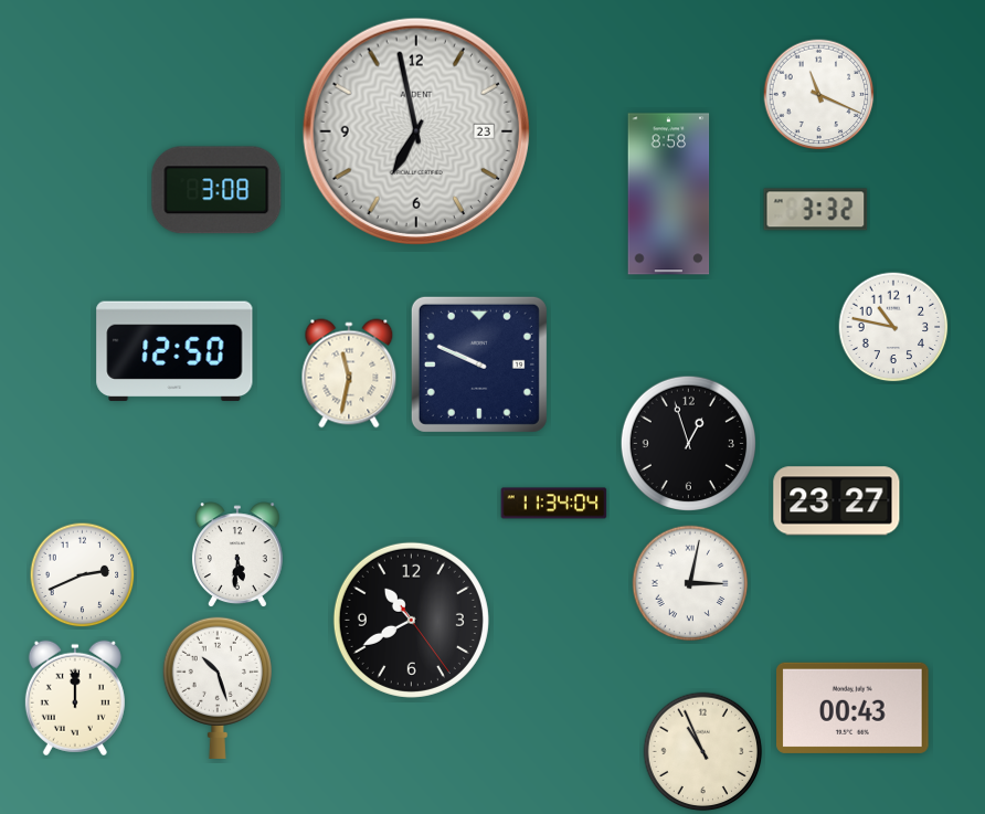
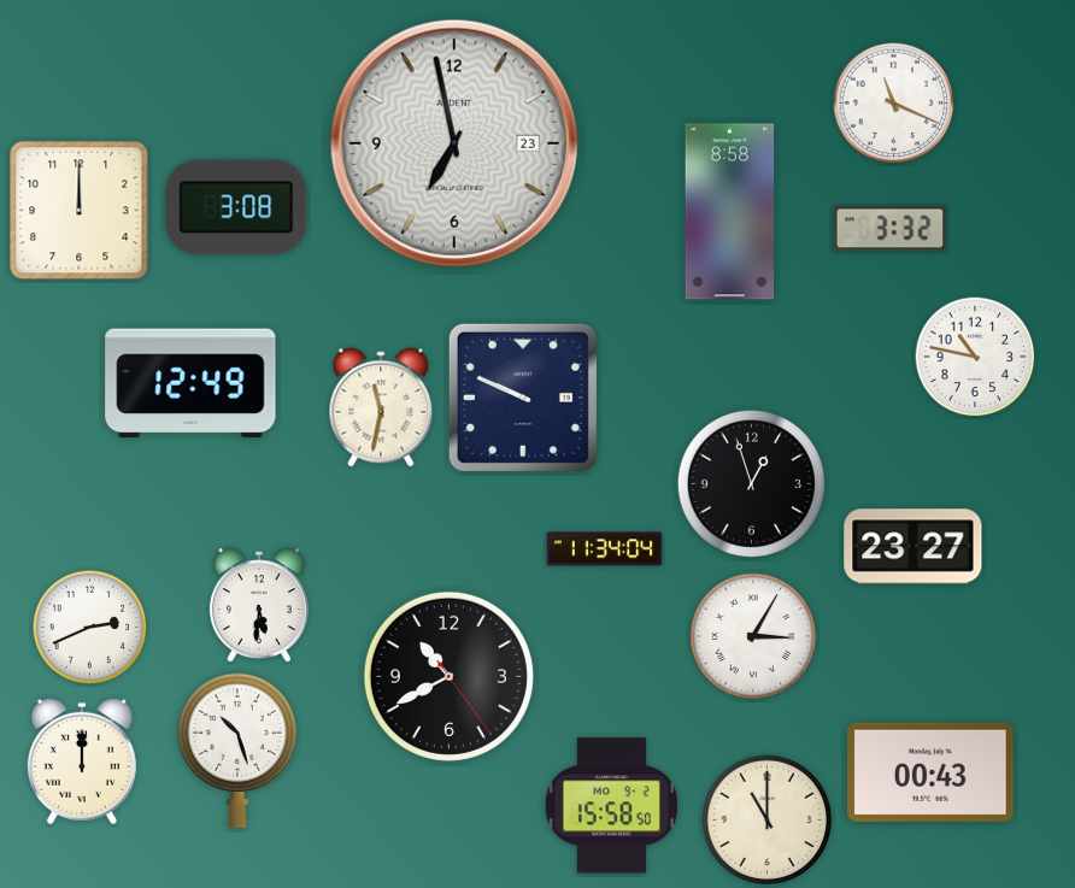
clock at (80, 211): none -> 12:00
clock at (174, 351): 12:50 -> 12:49
clock at (690, 583): 3:02 -> 3:05
clock at (611, 806): none -> 15:58
clock at (703, 752): 10:56 -> 11:00
